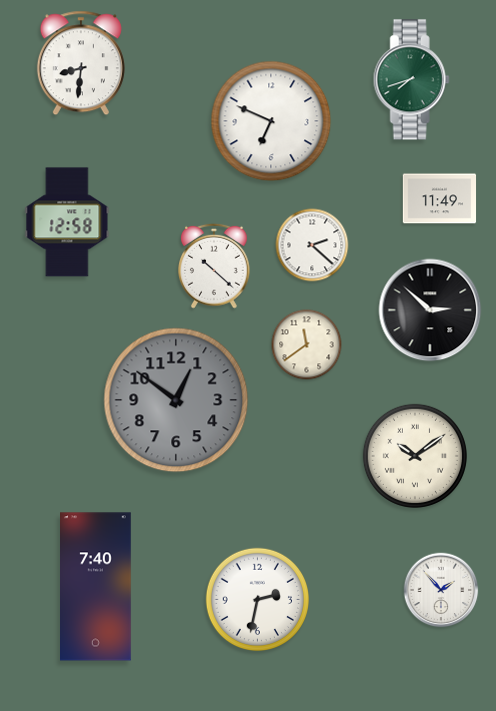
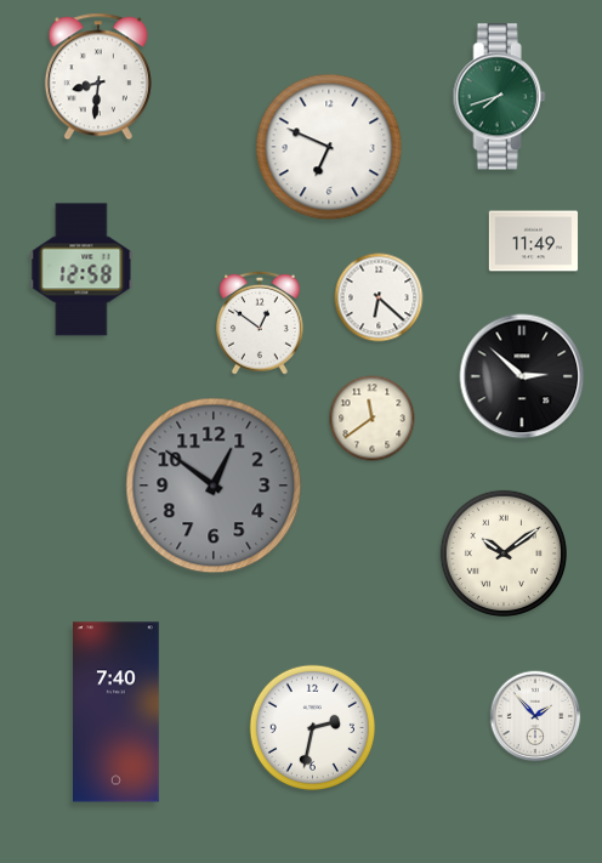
clock at (312, 245): 2:22 -> 6:22
clock at (215, 266): 10:22 -> 12:51
